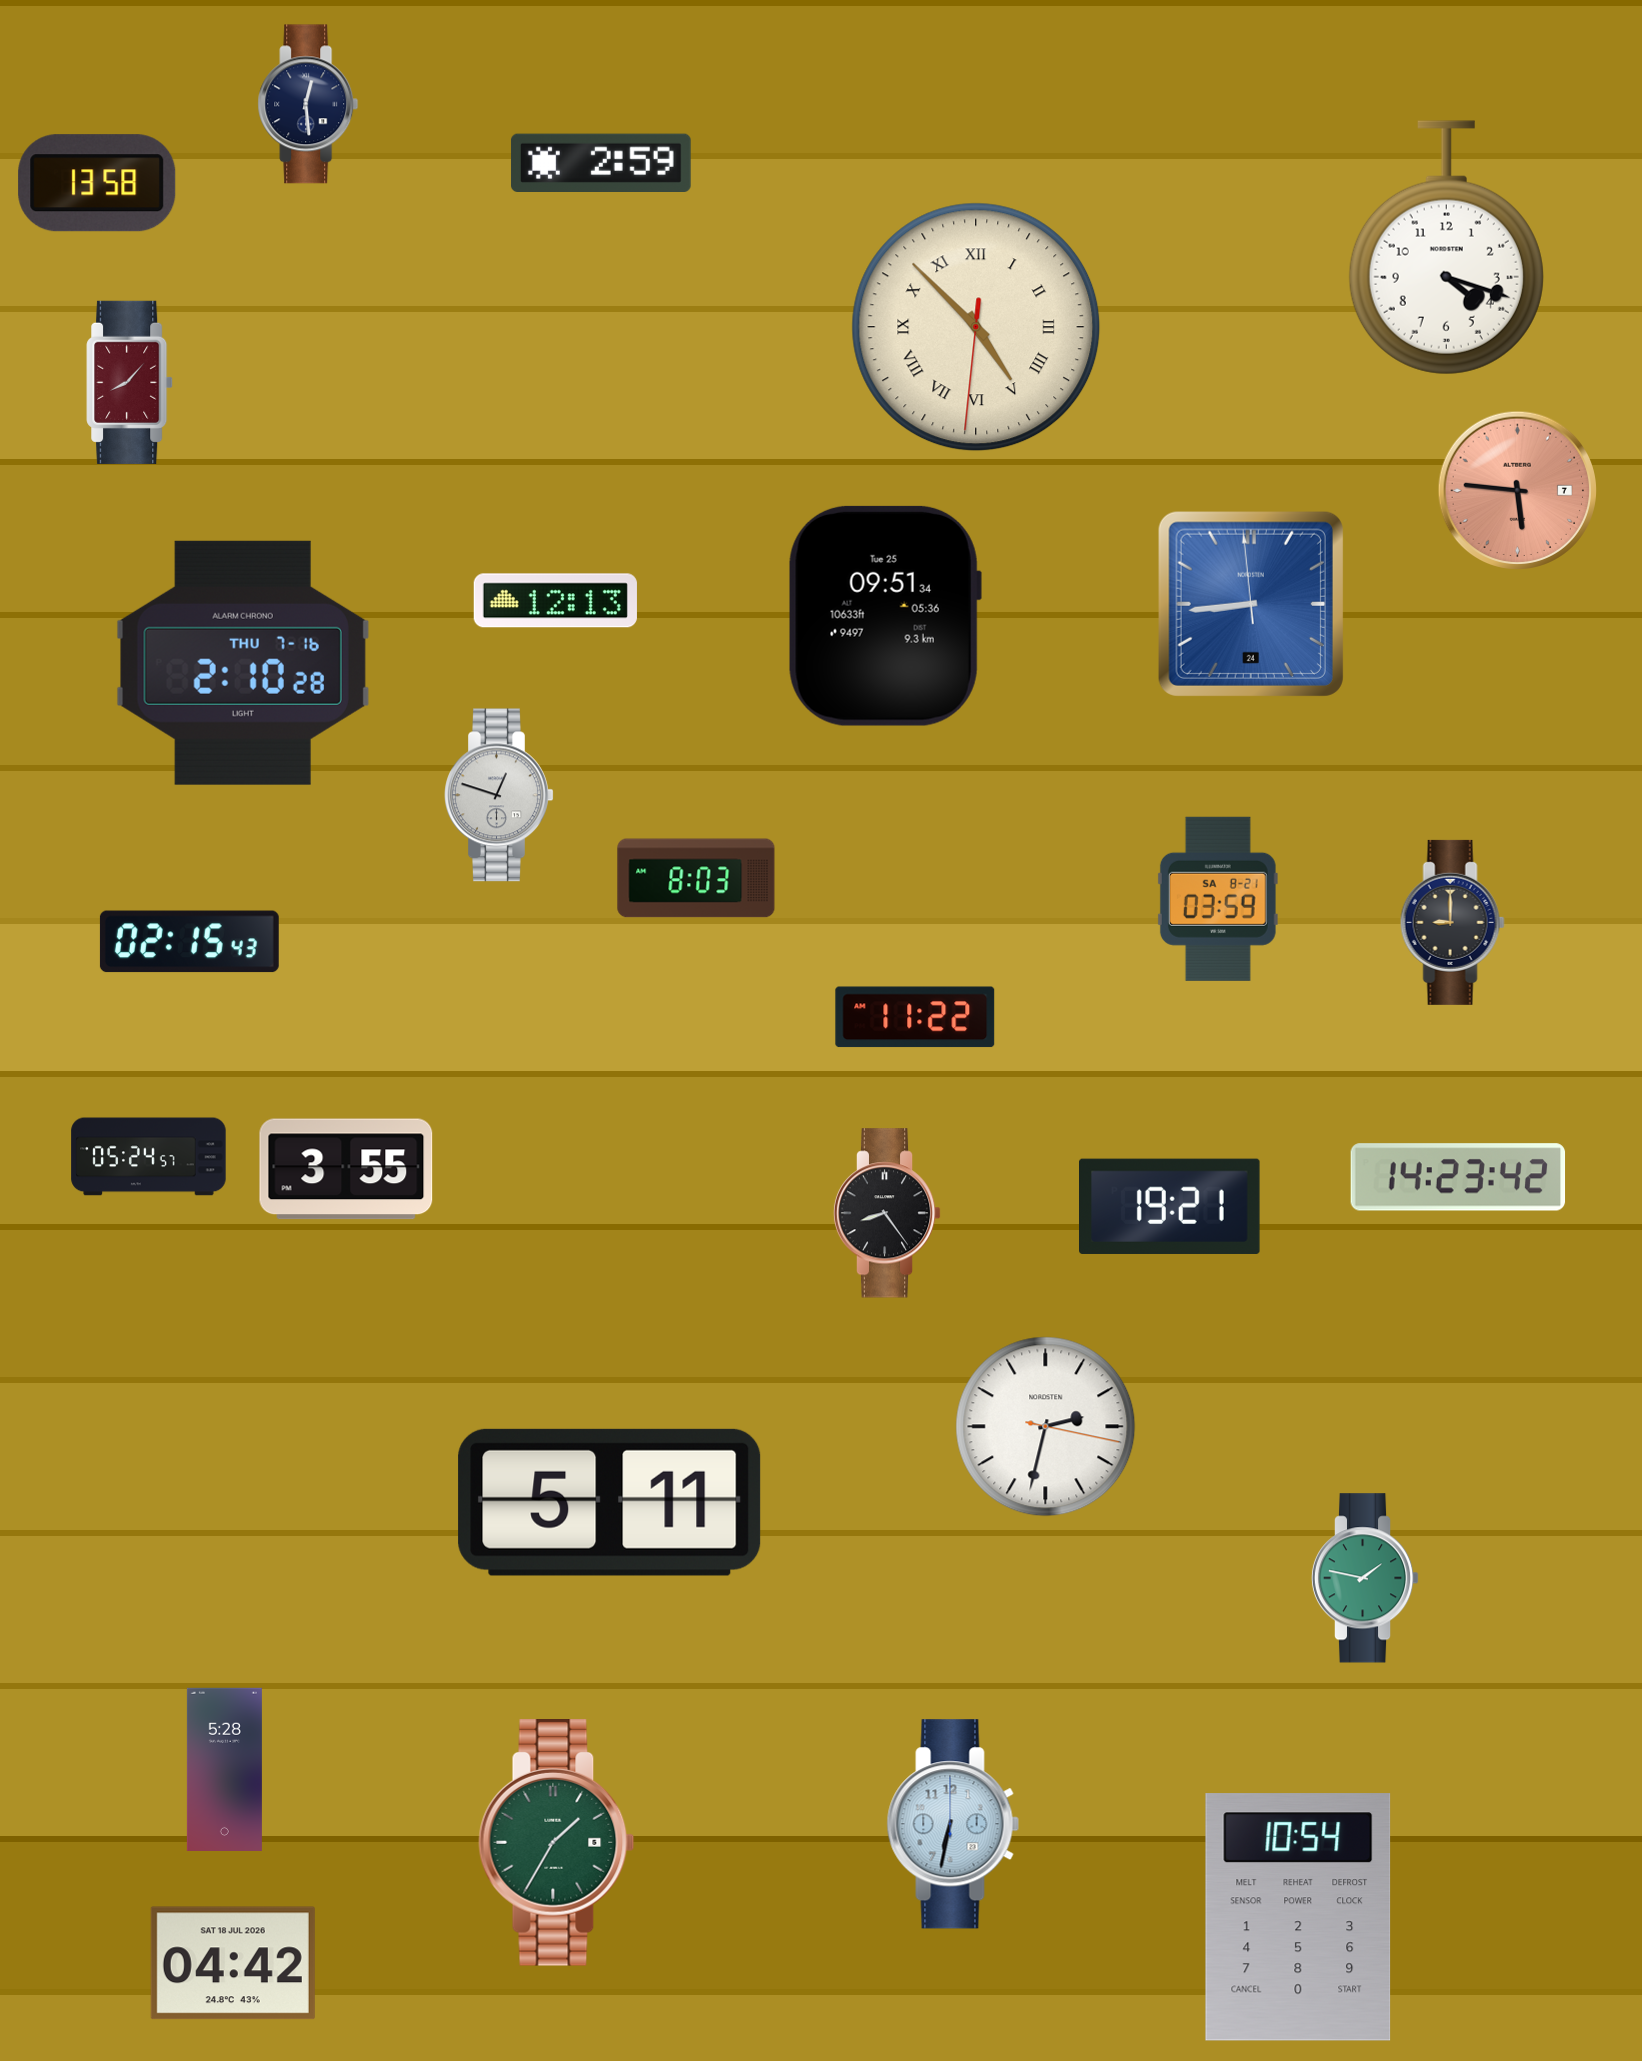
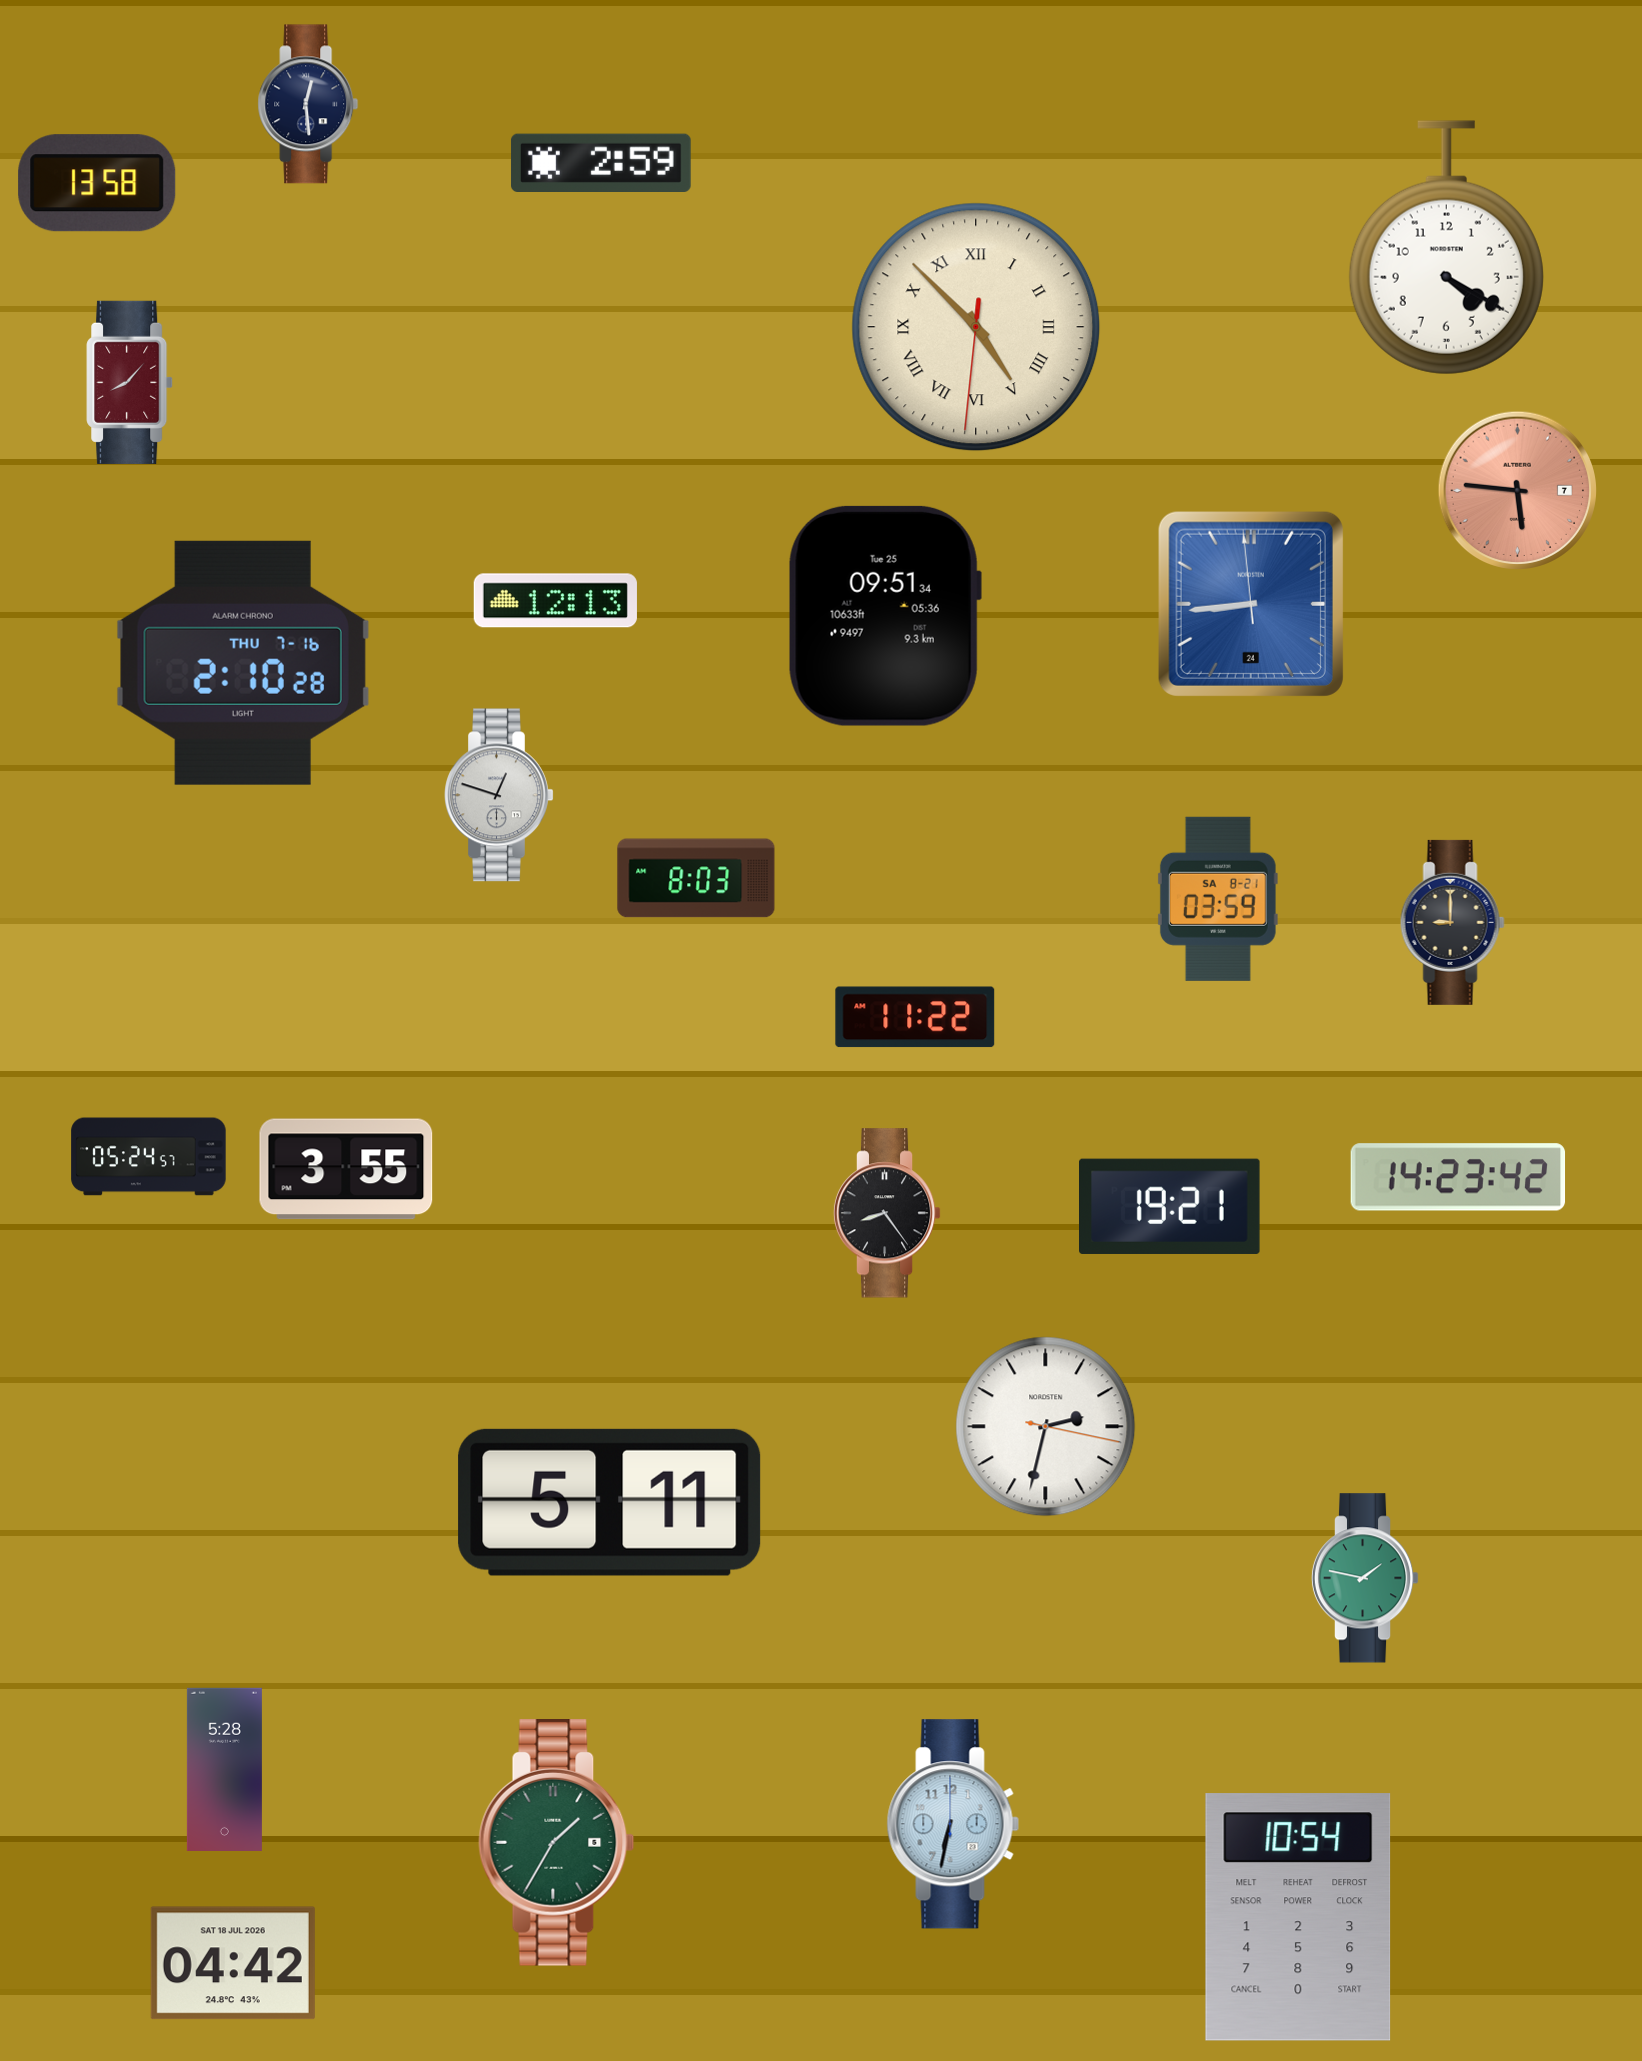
clock at (1446, 248): 4:18 -> 4:20
clock at (189, 942): 02:15 -> none
